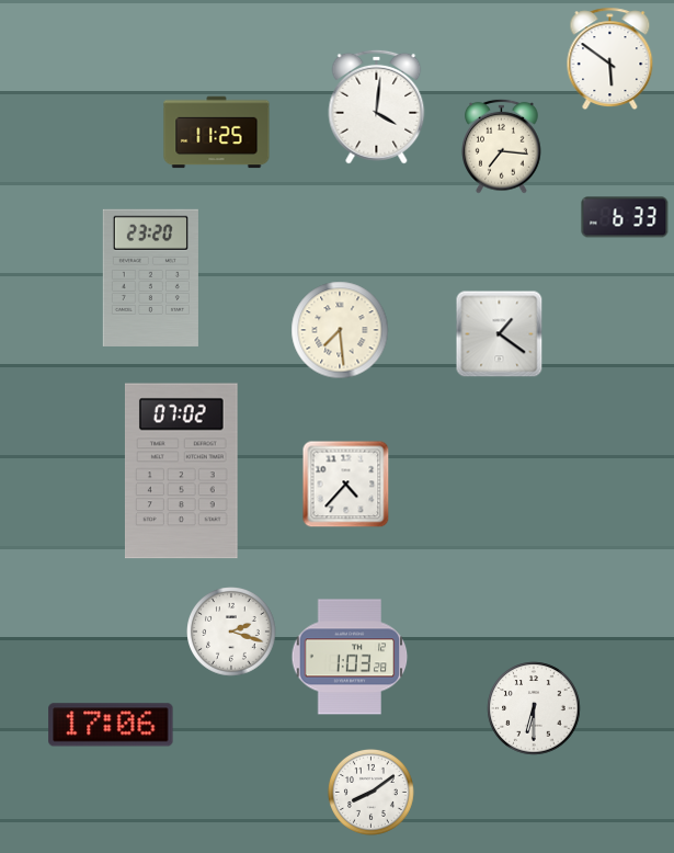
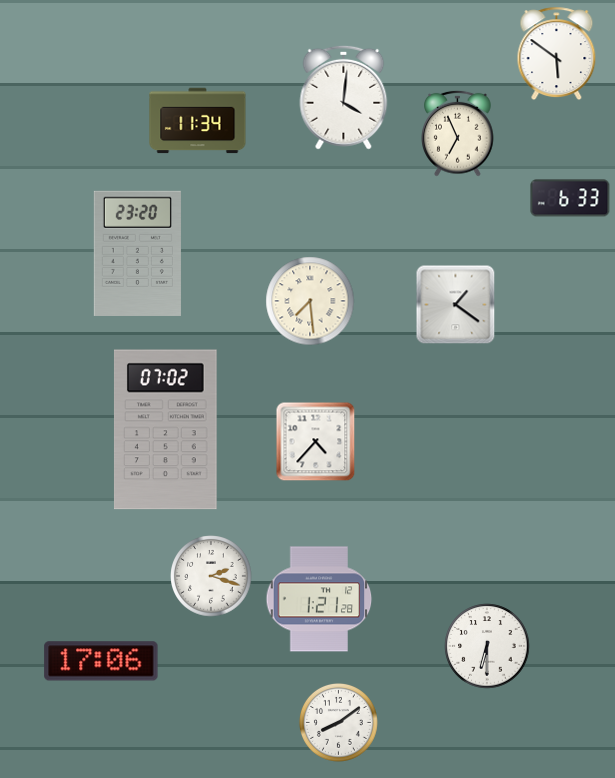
clock at (217, 133): 11:25 -> 11:34
clock at (502, 146): 7:16 -> 6:56
clock at (350, 657): 1:03 -> 1:21
